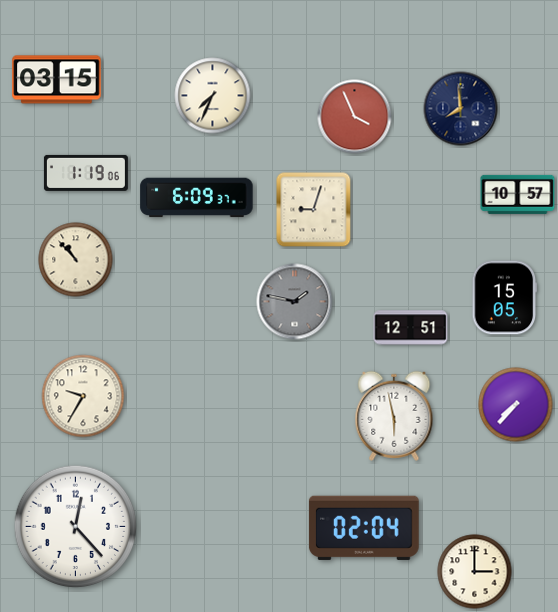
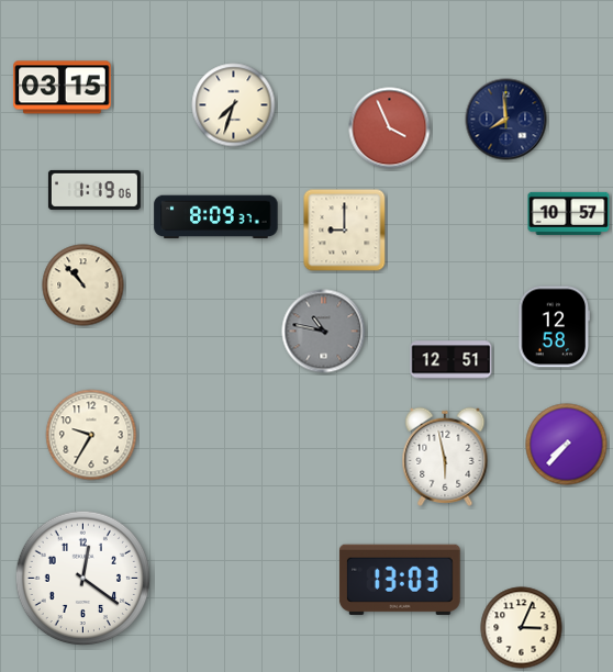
clock at (213, 96): 7:34 -> 7:33
clock at (197, 198): 6:09 -> 8:09
clock at (314, 210): 9:03 -> 9:00
clock at (505, 298): 15:05 -> 12:58
clock at (295, 302): 1:47 -> 10:47
clock at (394, 416) position: (394, 416) -> (445, 457)
clock at (76, 527): 12:23 -> 12:21
clock at (364, 528): 02:04 -> 13:03
clock at (475, 572): 3:00 -> 3:04
